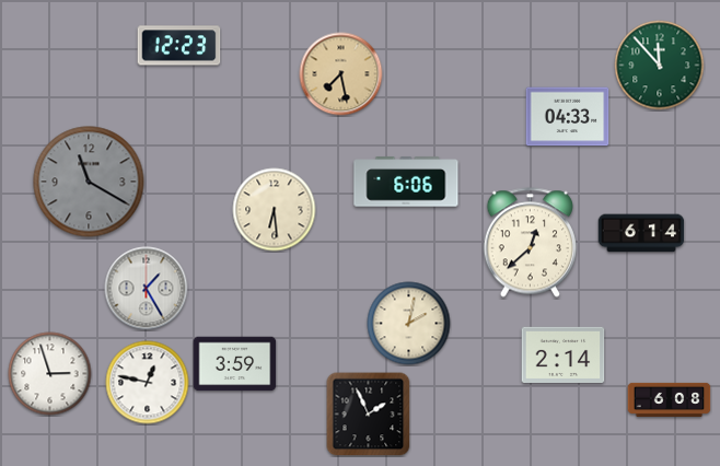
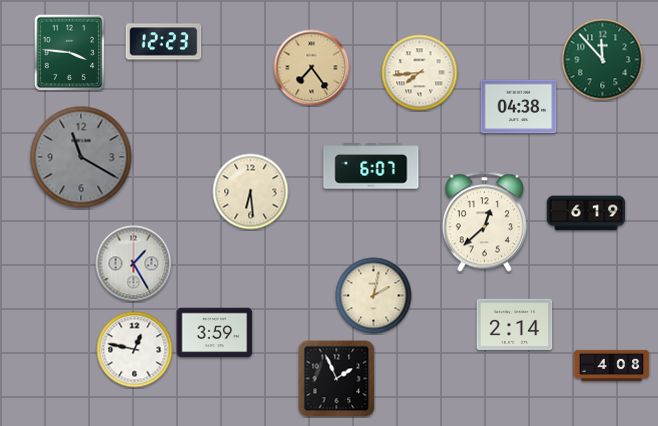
clock at (70, 52): none -> 3:46
clock at (341, 74): 7:28 -> 7:24
clock at (420, 73): none -> 7:44
clock at (568, 117): 04:33 -> 04:38
clock at (89, 182) position: (89, 182) -> (81, 157)
clock at (406, 182): 6:06 -> 6:07
clock at (641, 233): 6:14 -> 6:19
clock at (50, 374): 2:57 -> none
clock at (670, 399): 6:08 -> 4:08
